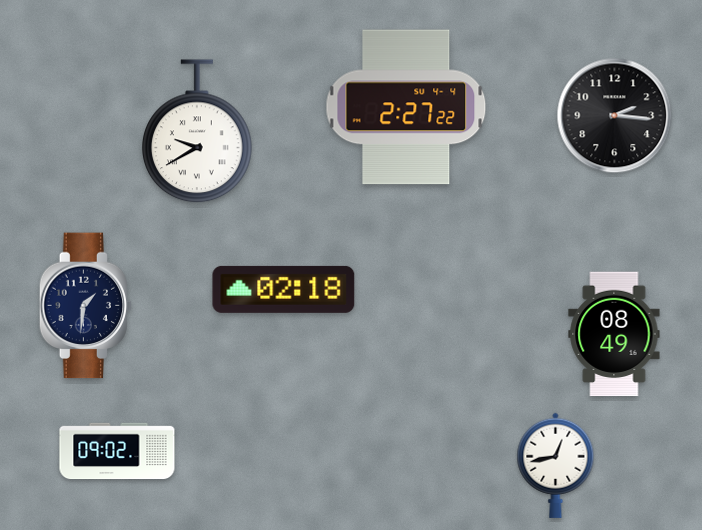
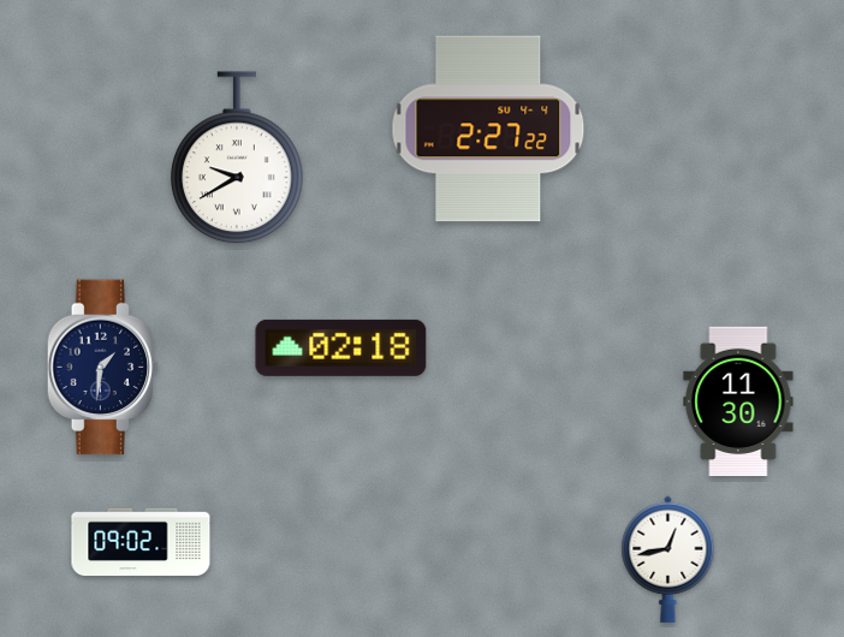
clock at (615, 116): 2:16 -> none
clock at (614, 334): 08:49 -> 11:30
